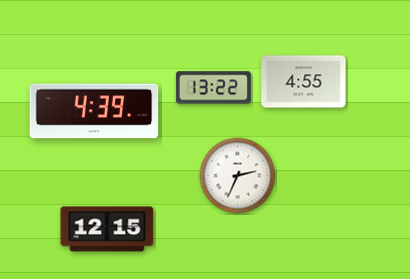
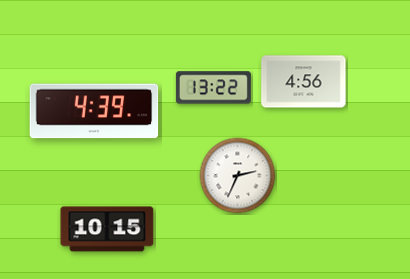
clock at (304, 82): 4:55 -> 4:56
clock at (107, 229): 12:15 -> 10:15
